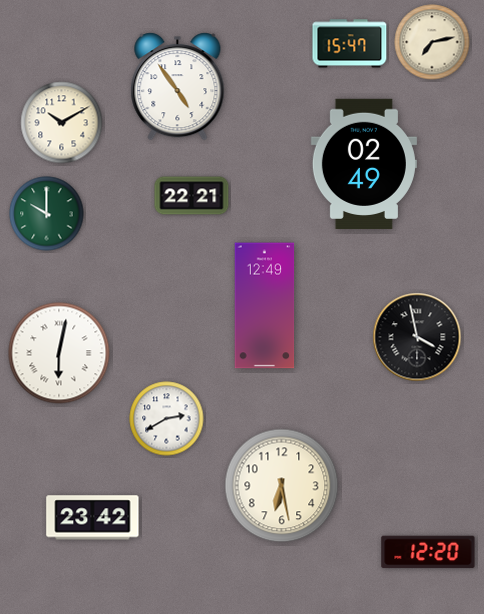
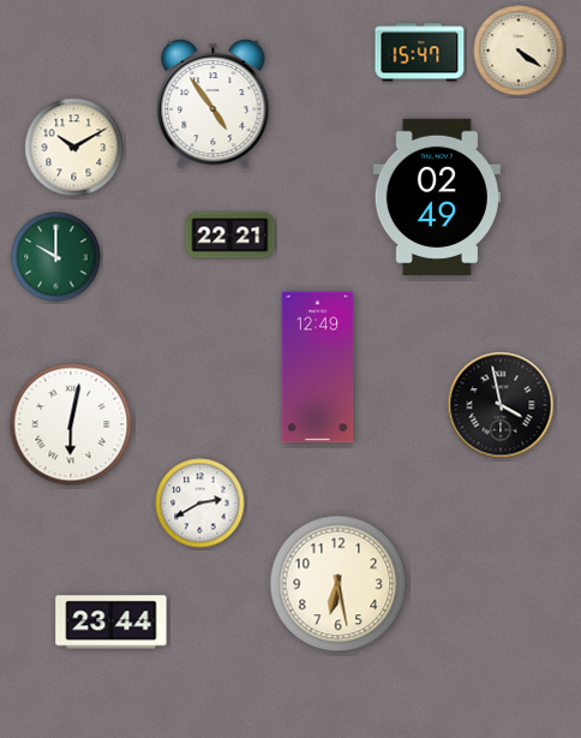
clock at (432, 42): 7:13 -> 4:21
clock at (93, 518): 23:42 -> 23:44
clock at (428, 552): 12:20 -> none
